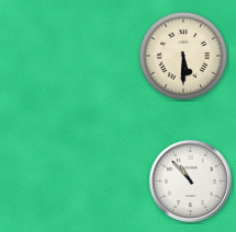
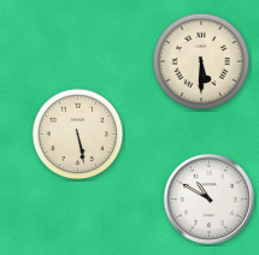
clock at (78, 135): none -> 5:28
clock at (190, 181): 10:53 -> 10:50
